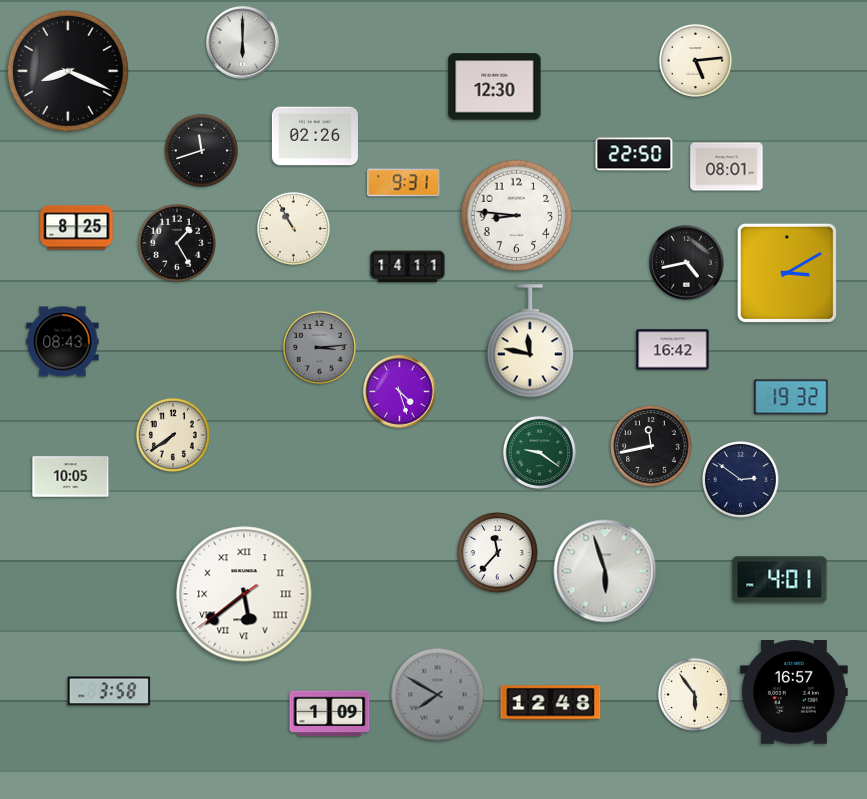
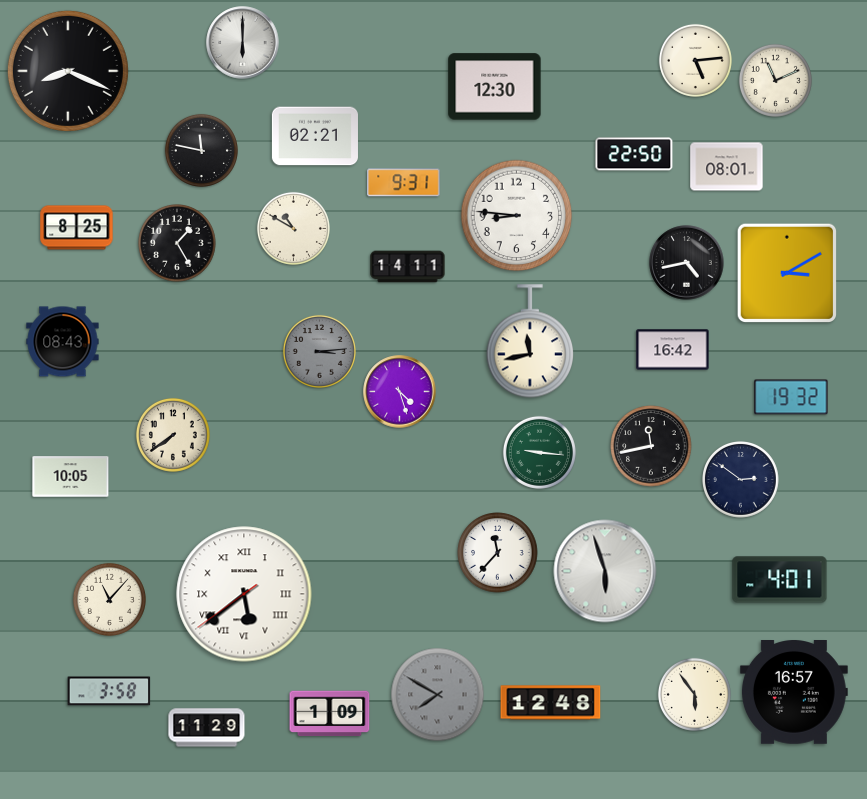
clock at (775, 80): none -> 11:11
clock at (315, 136): 02:26 -> 02:21
clock at (201, 150): 11:42 -> 11:47
clock at (293, 228): 10:55 -> 10:50
clock at (529, 341): 11:47 -> 11:43
clock at (319, 347) position: (319, 347) -> (319, 351)
clock at (539, 452): 9:21 -> 9:16
clock at (109, 599): none -> 11:07
clock at (207, 728): none -> 11:29
